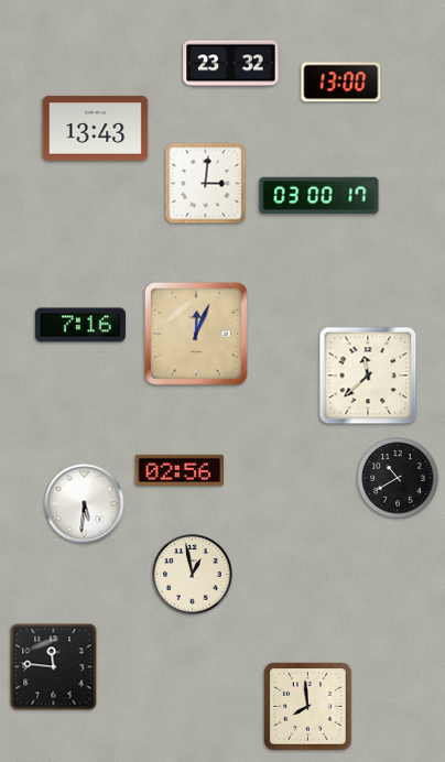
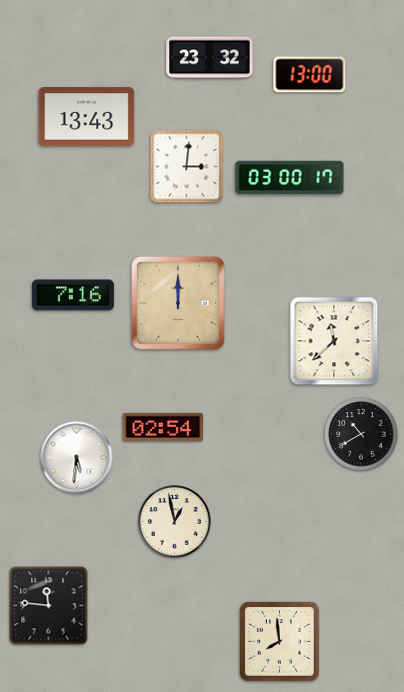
clock at (197, 335): 12:04 -> 12:00
clock at (180, 470): 02:56 -> 02:54
